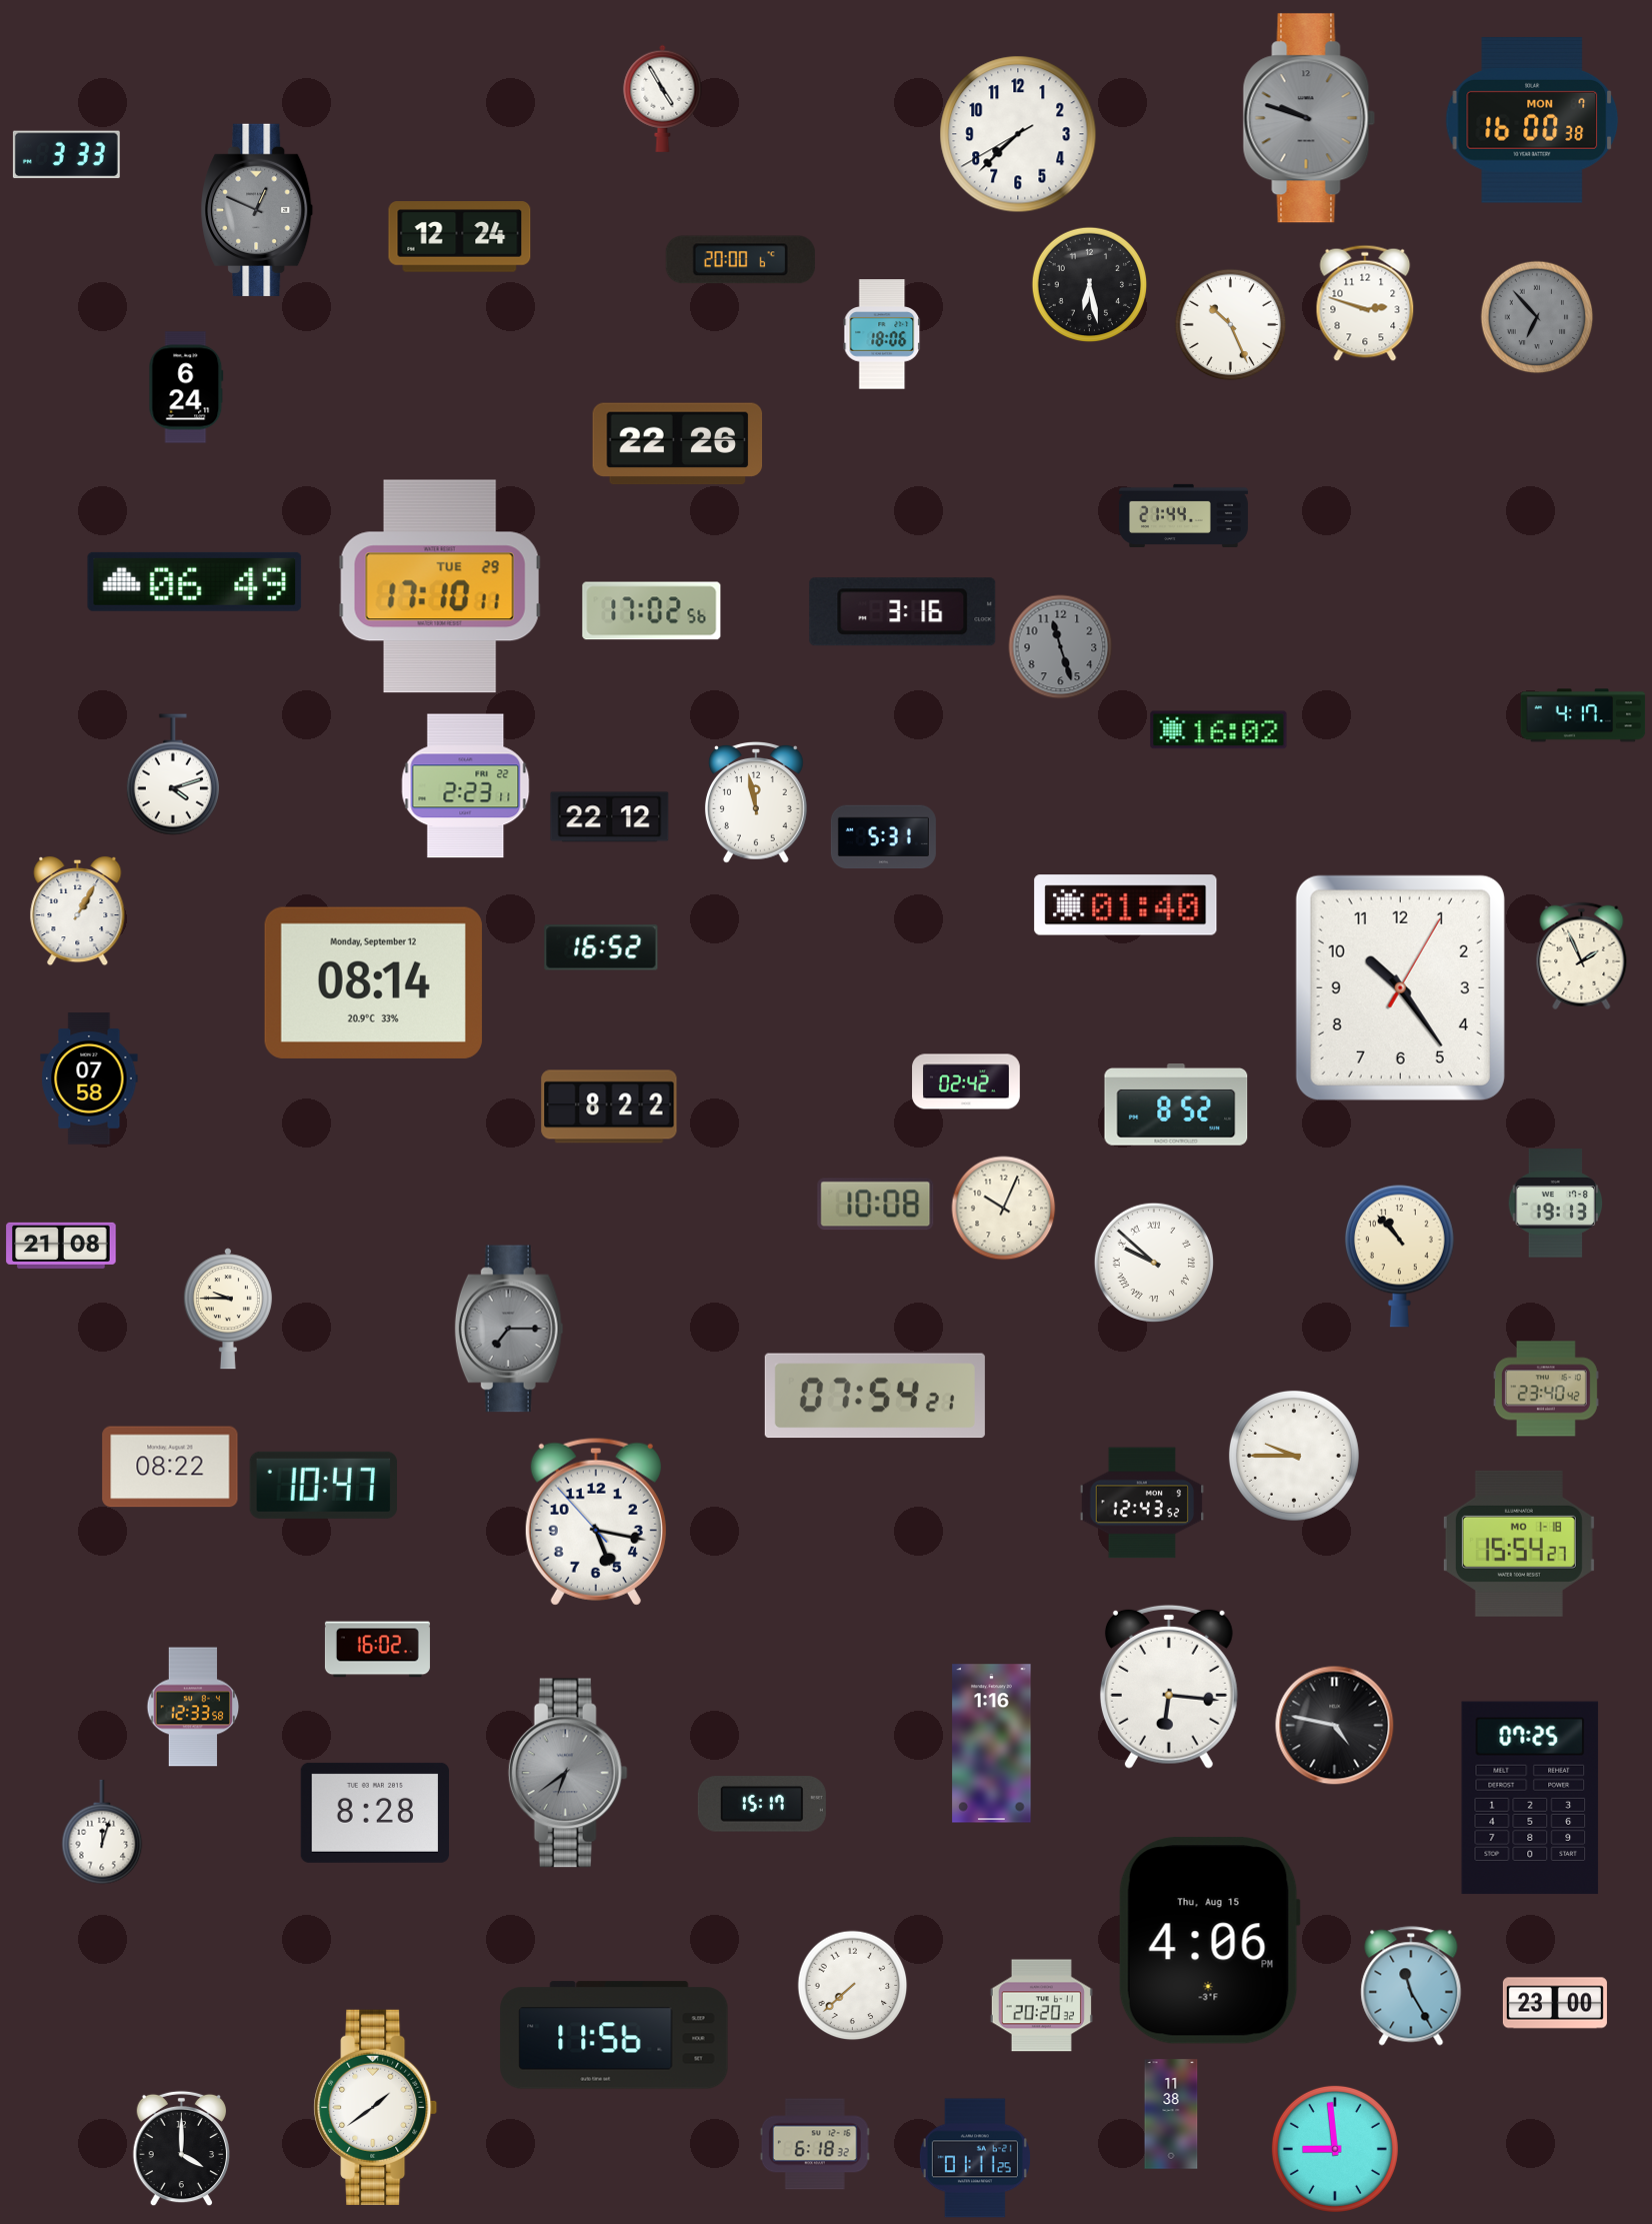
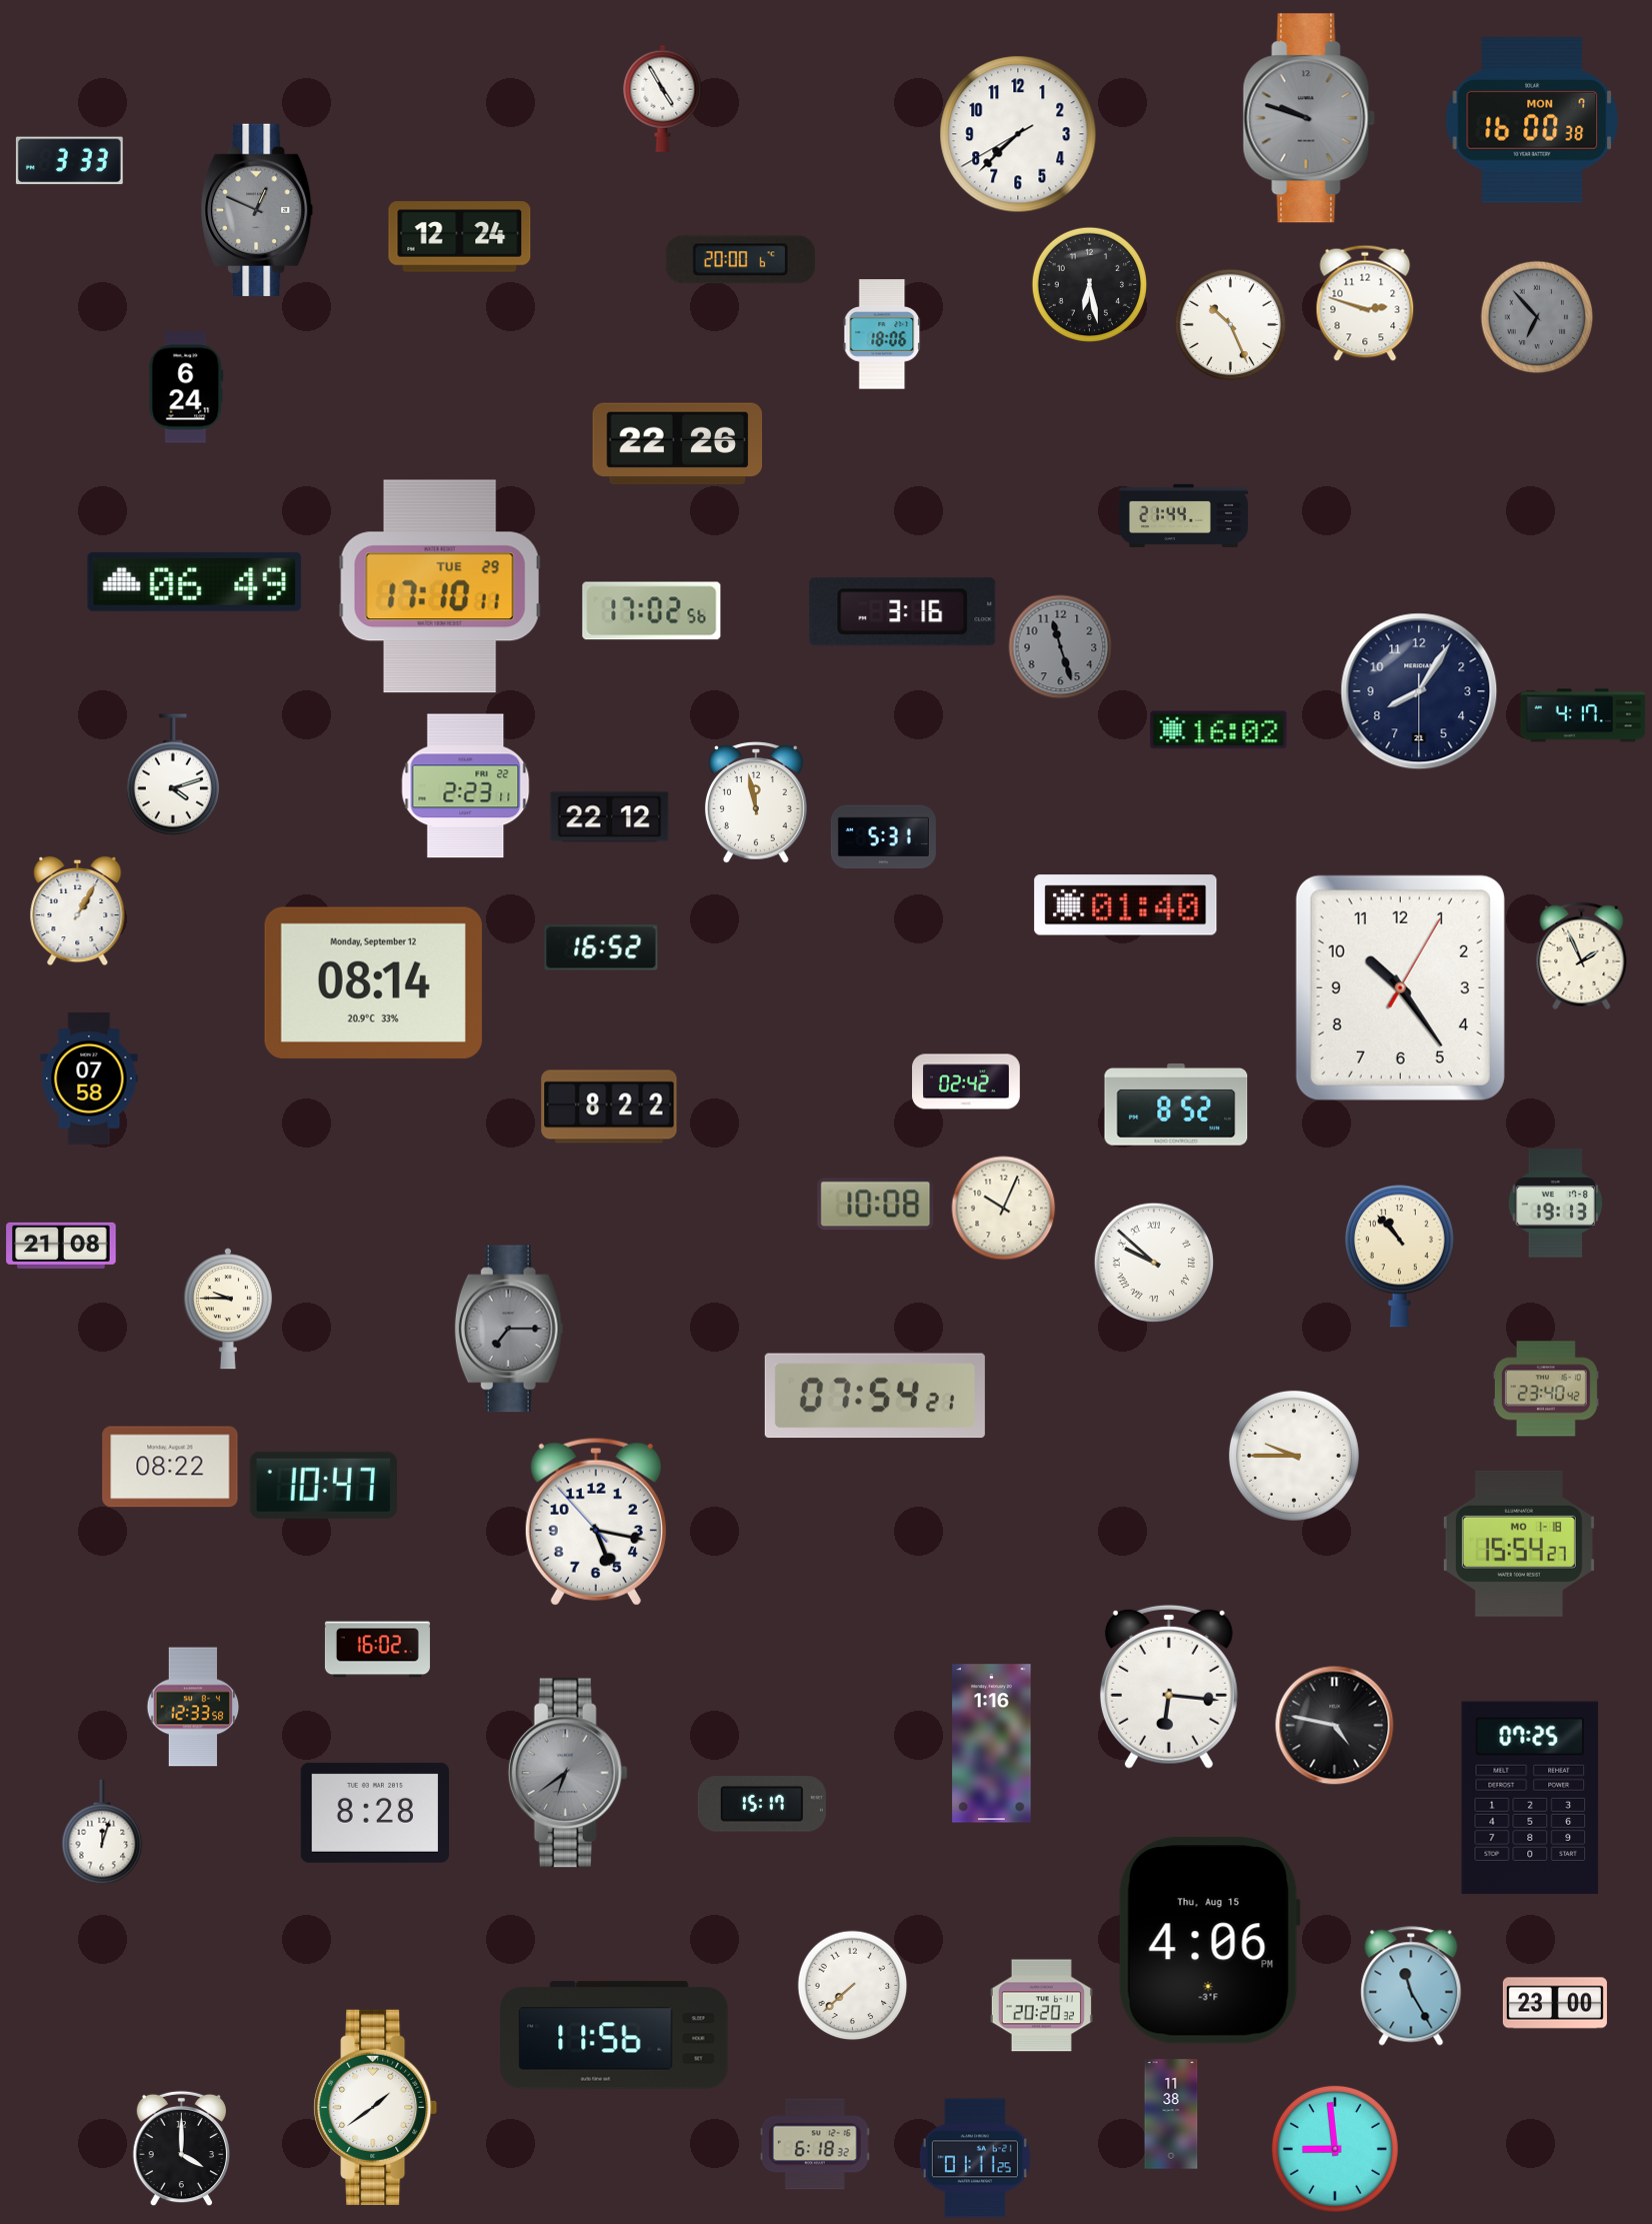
clock at (66, 155) position: (66, 155) -> (69, 161)
clock at (1419, 691): none -> 8:05
clock at (1142, 1503): 12:43 -> none
